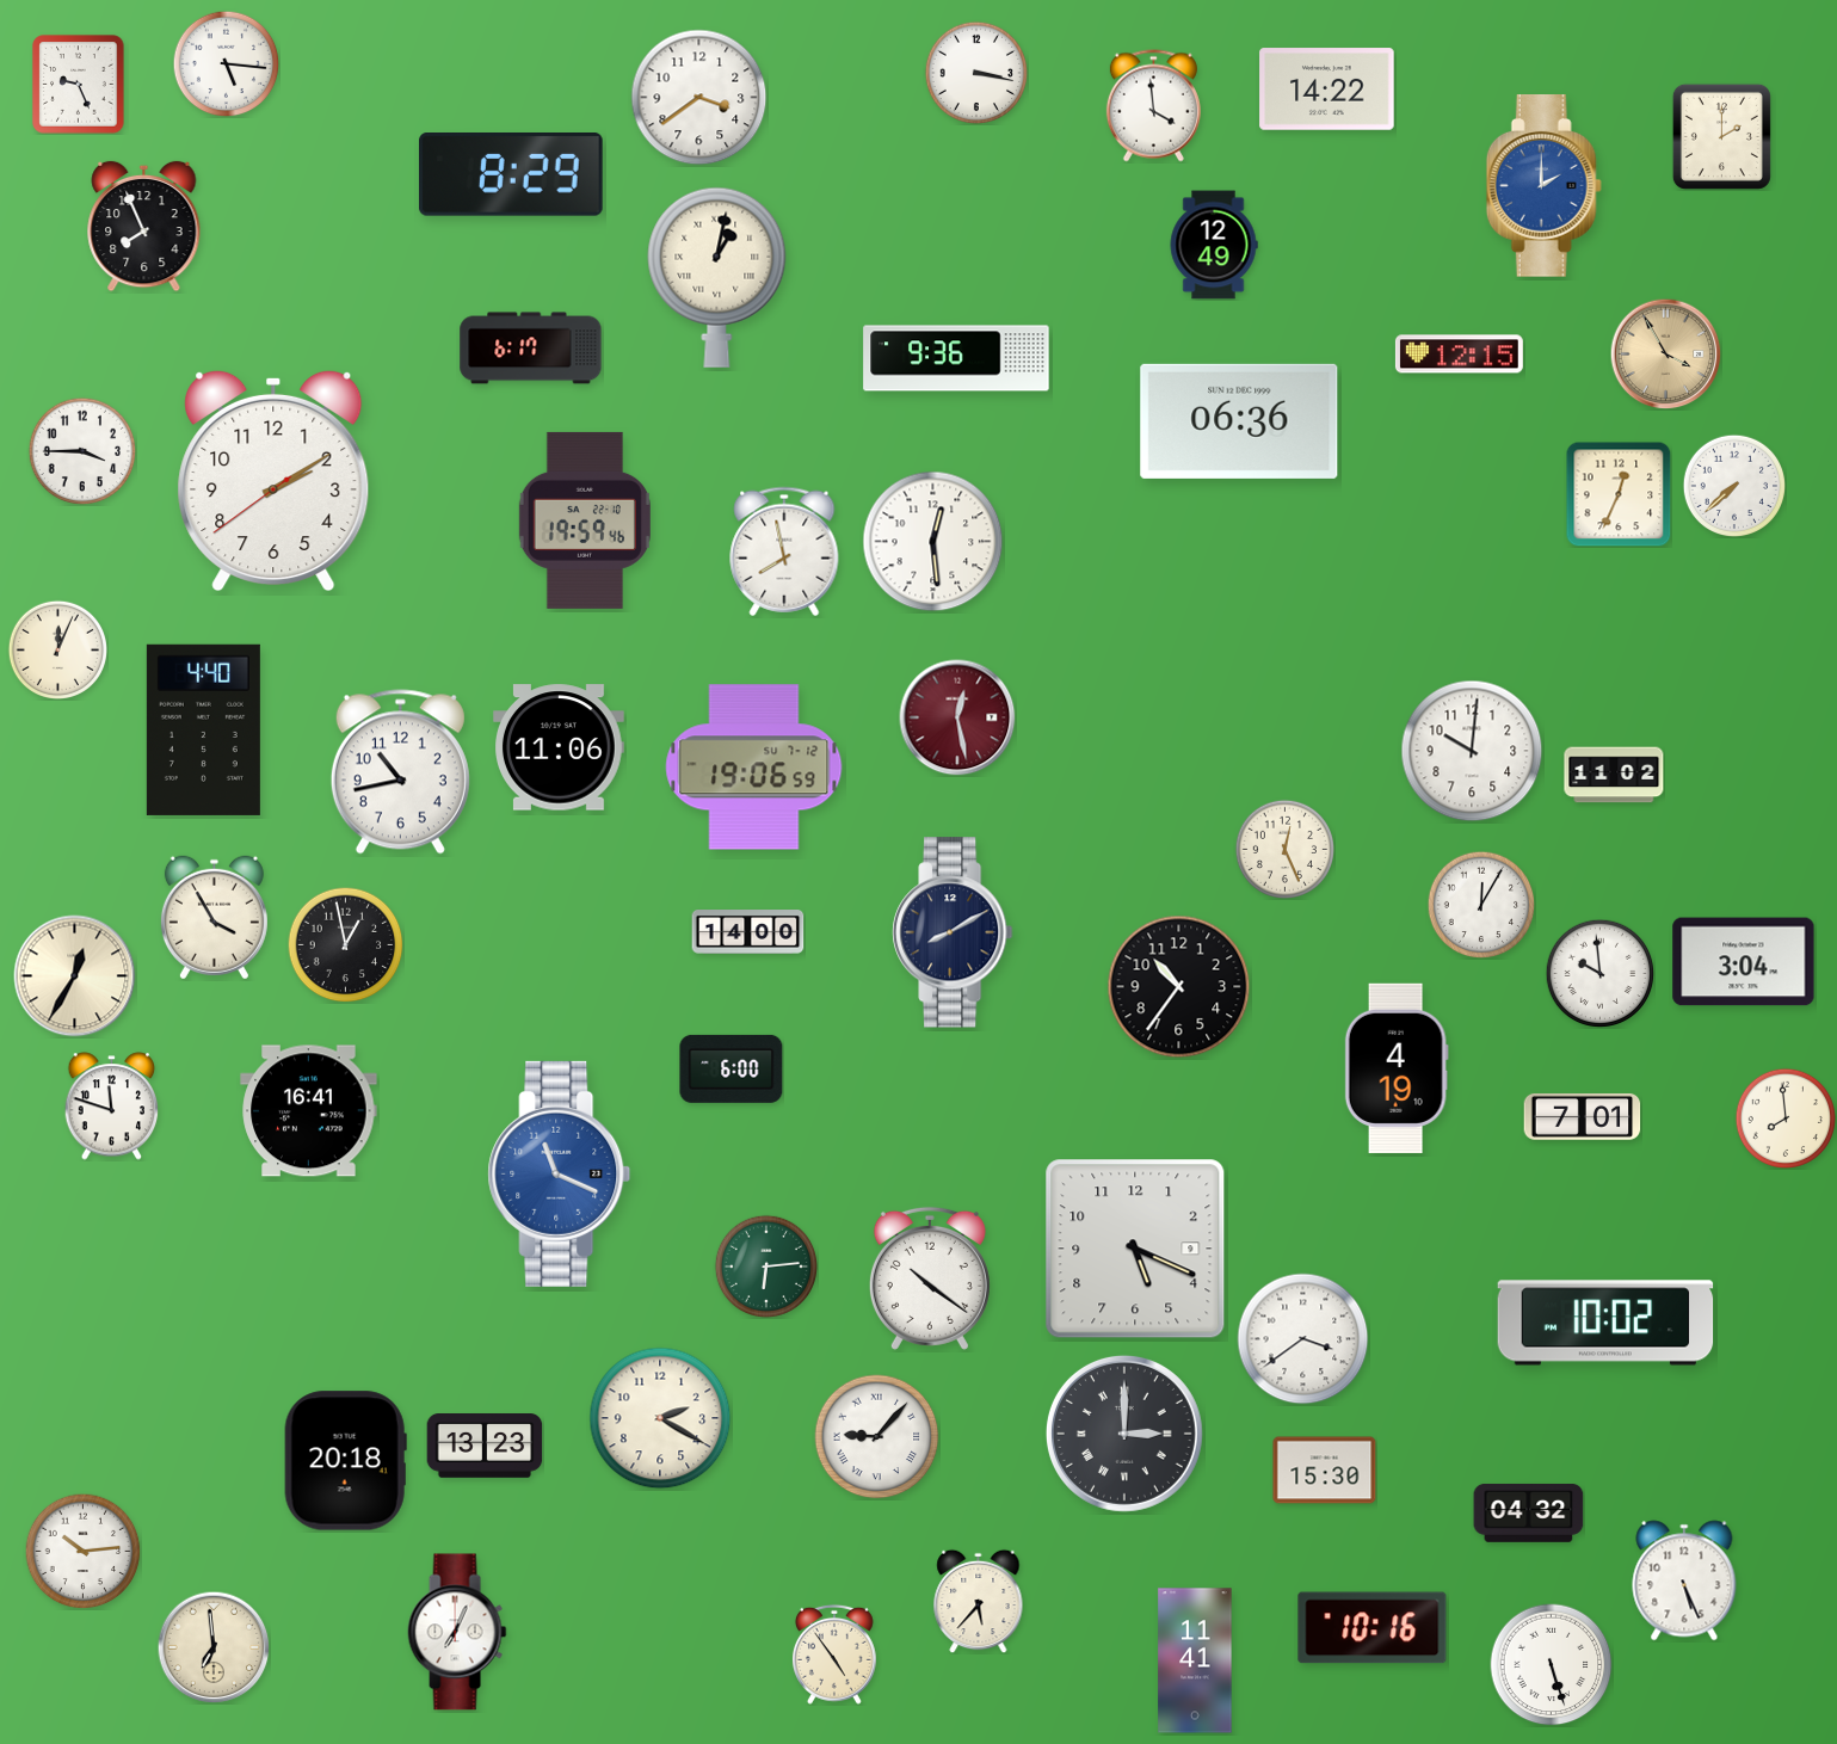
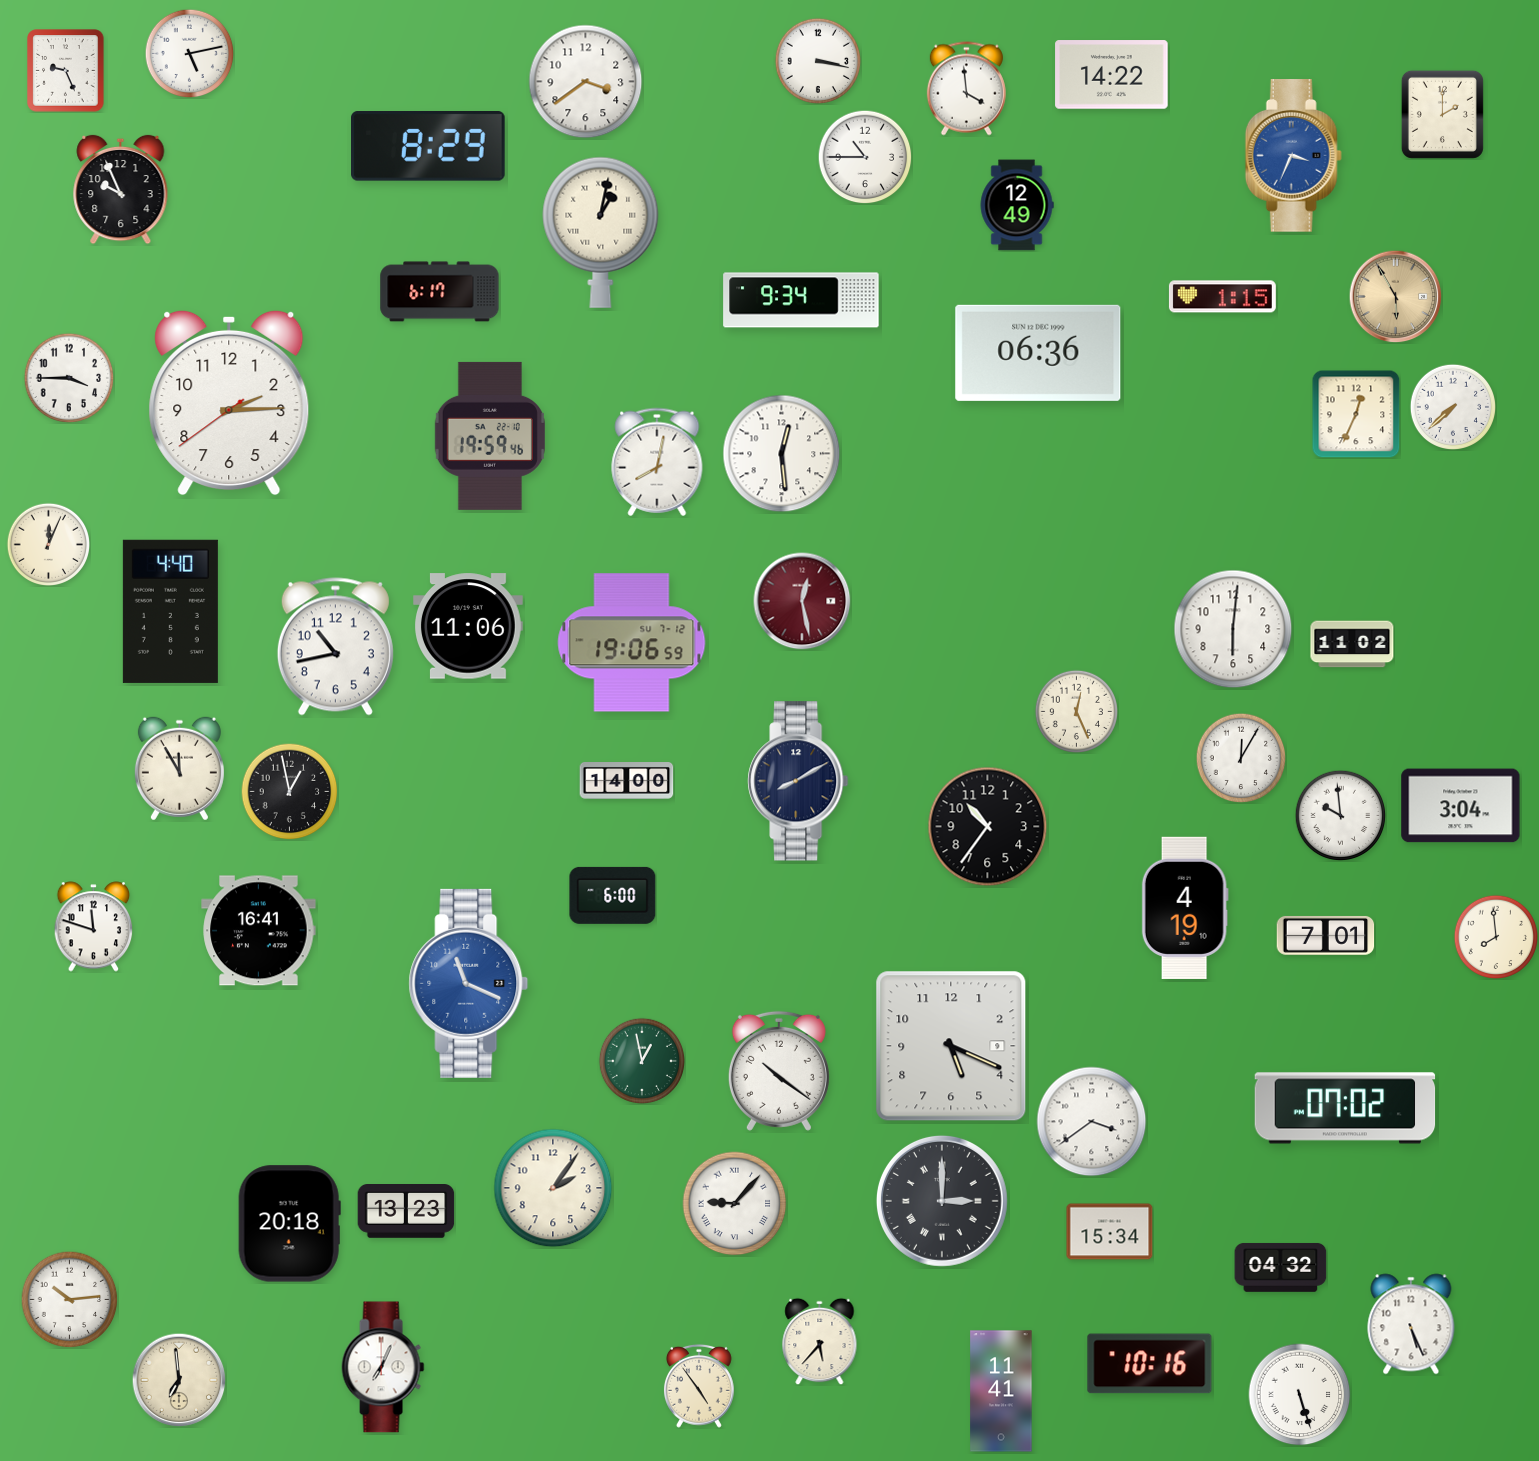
clock at (226, 63): 5:16 -> 5:13
clock at (1543, 186): 2:00 -> 3:34
clock at (865, 157): none -> 10:45
clock at (144, 227): 7:56 -> 9:56
clock at (531, 349) position: (531, 349) -> (440, 292)
clock at (1665, 353): 3:55 -> 5:55
clock at (1459, 355): 12:15 -> 1:15
clock at (956, 358): 9:36 -> 9:34
clock at (273, 481): 2:09 -> 2:14
clock at (784, 551): 7:58 -> 8:02
clock at (1472, 751): 10:01 -> 6:01
clock at (1614, 775) position: (1614, 775) -> (1352, 644)
clock at (214, 918): 3:55 -> 11:55
clock at (75, 976): 12:35 -> none
clock at (1397, 1068) position: (1397, 1068) -> (1185, 908)
clock at (766, 1267): 6:14 -> 12:58
clock at (1605, 1323): 10:02 -> 07:02
clock at (660, 1418): 2:20 -> 2:06
clock at (1325, 1471): 15:30 -> 15:34
